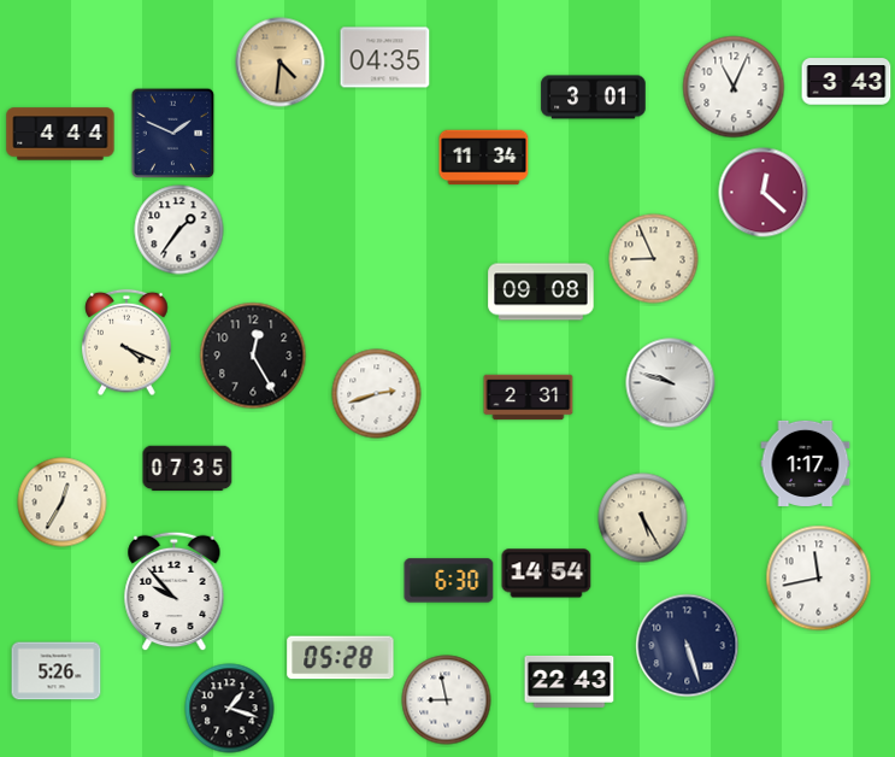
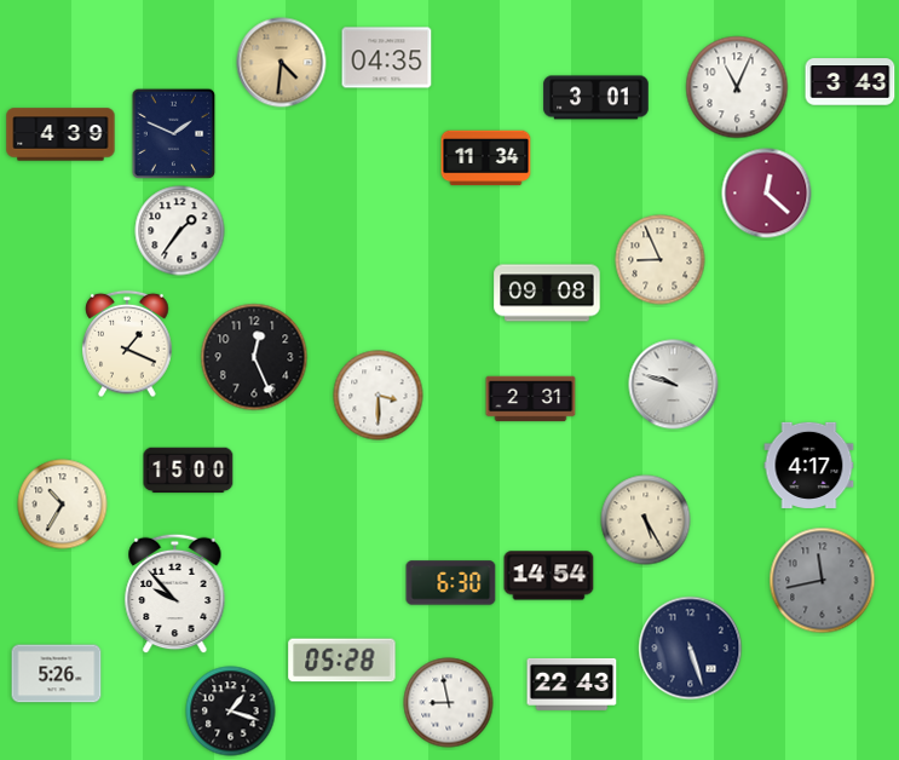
clock at (60, 134): 4:44 -> 4:39
clock at (654, 259) position: (654, 259) -> (661, 260)
clock at (541, 292) position: (541, 292) -> (547, 293)
clock at (126, 342): 4:19 -> 1:19
clock at (253, 356): 12:25 -> 12:26
clock at (377, 394): 2:42 -> 3:30
clock at (806, 463): 1:17 -> 4:17
clock at (188, 469): 07:35 -> 15:00
clock at (63, 503): 12:35 -> 10:35
clock at (819, 579) dial: white -> grey
